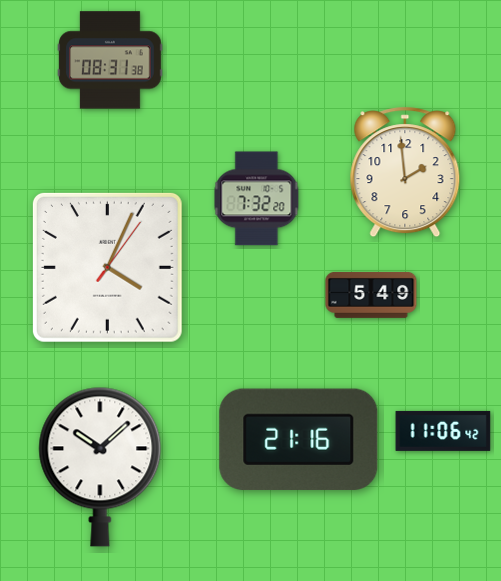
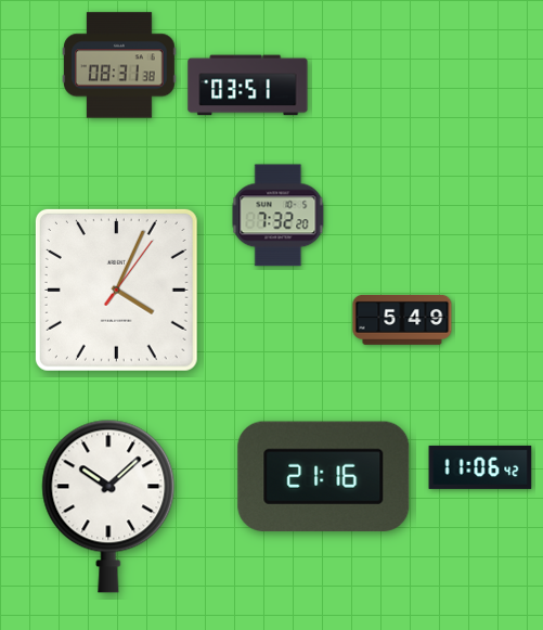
clock at (248, 86): none -> 03:51
clock at (405, 172): 1:59 -> none
